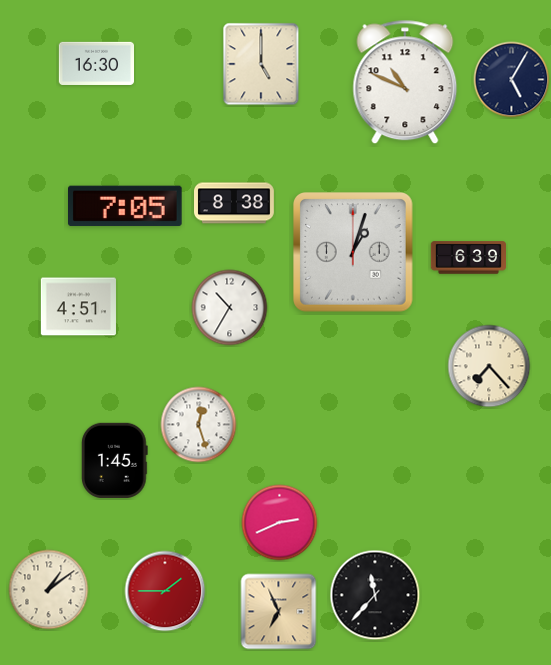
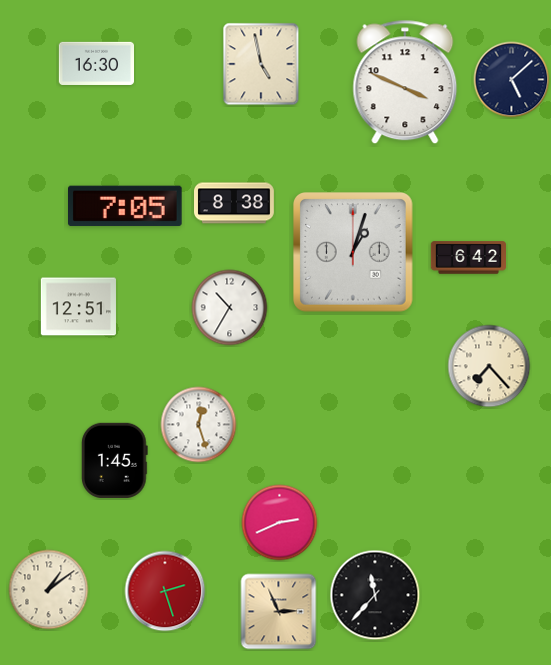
clock at (261, 64): 5:00 -> 4:58
clock at (512, 80): 5:05 -> 5:08
clock at (405, 82): 10:49 -> 3:49
clock at (468, 258): 6:39 -> 6:42
clock at (78, 307): 4:51 -> 12:51
clock at (165, 591): 1:45 -> 2:27
clock at (279, 612): 6:56 -> 2:56
